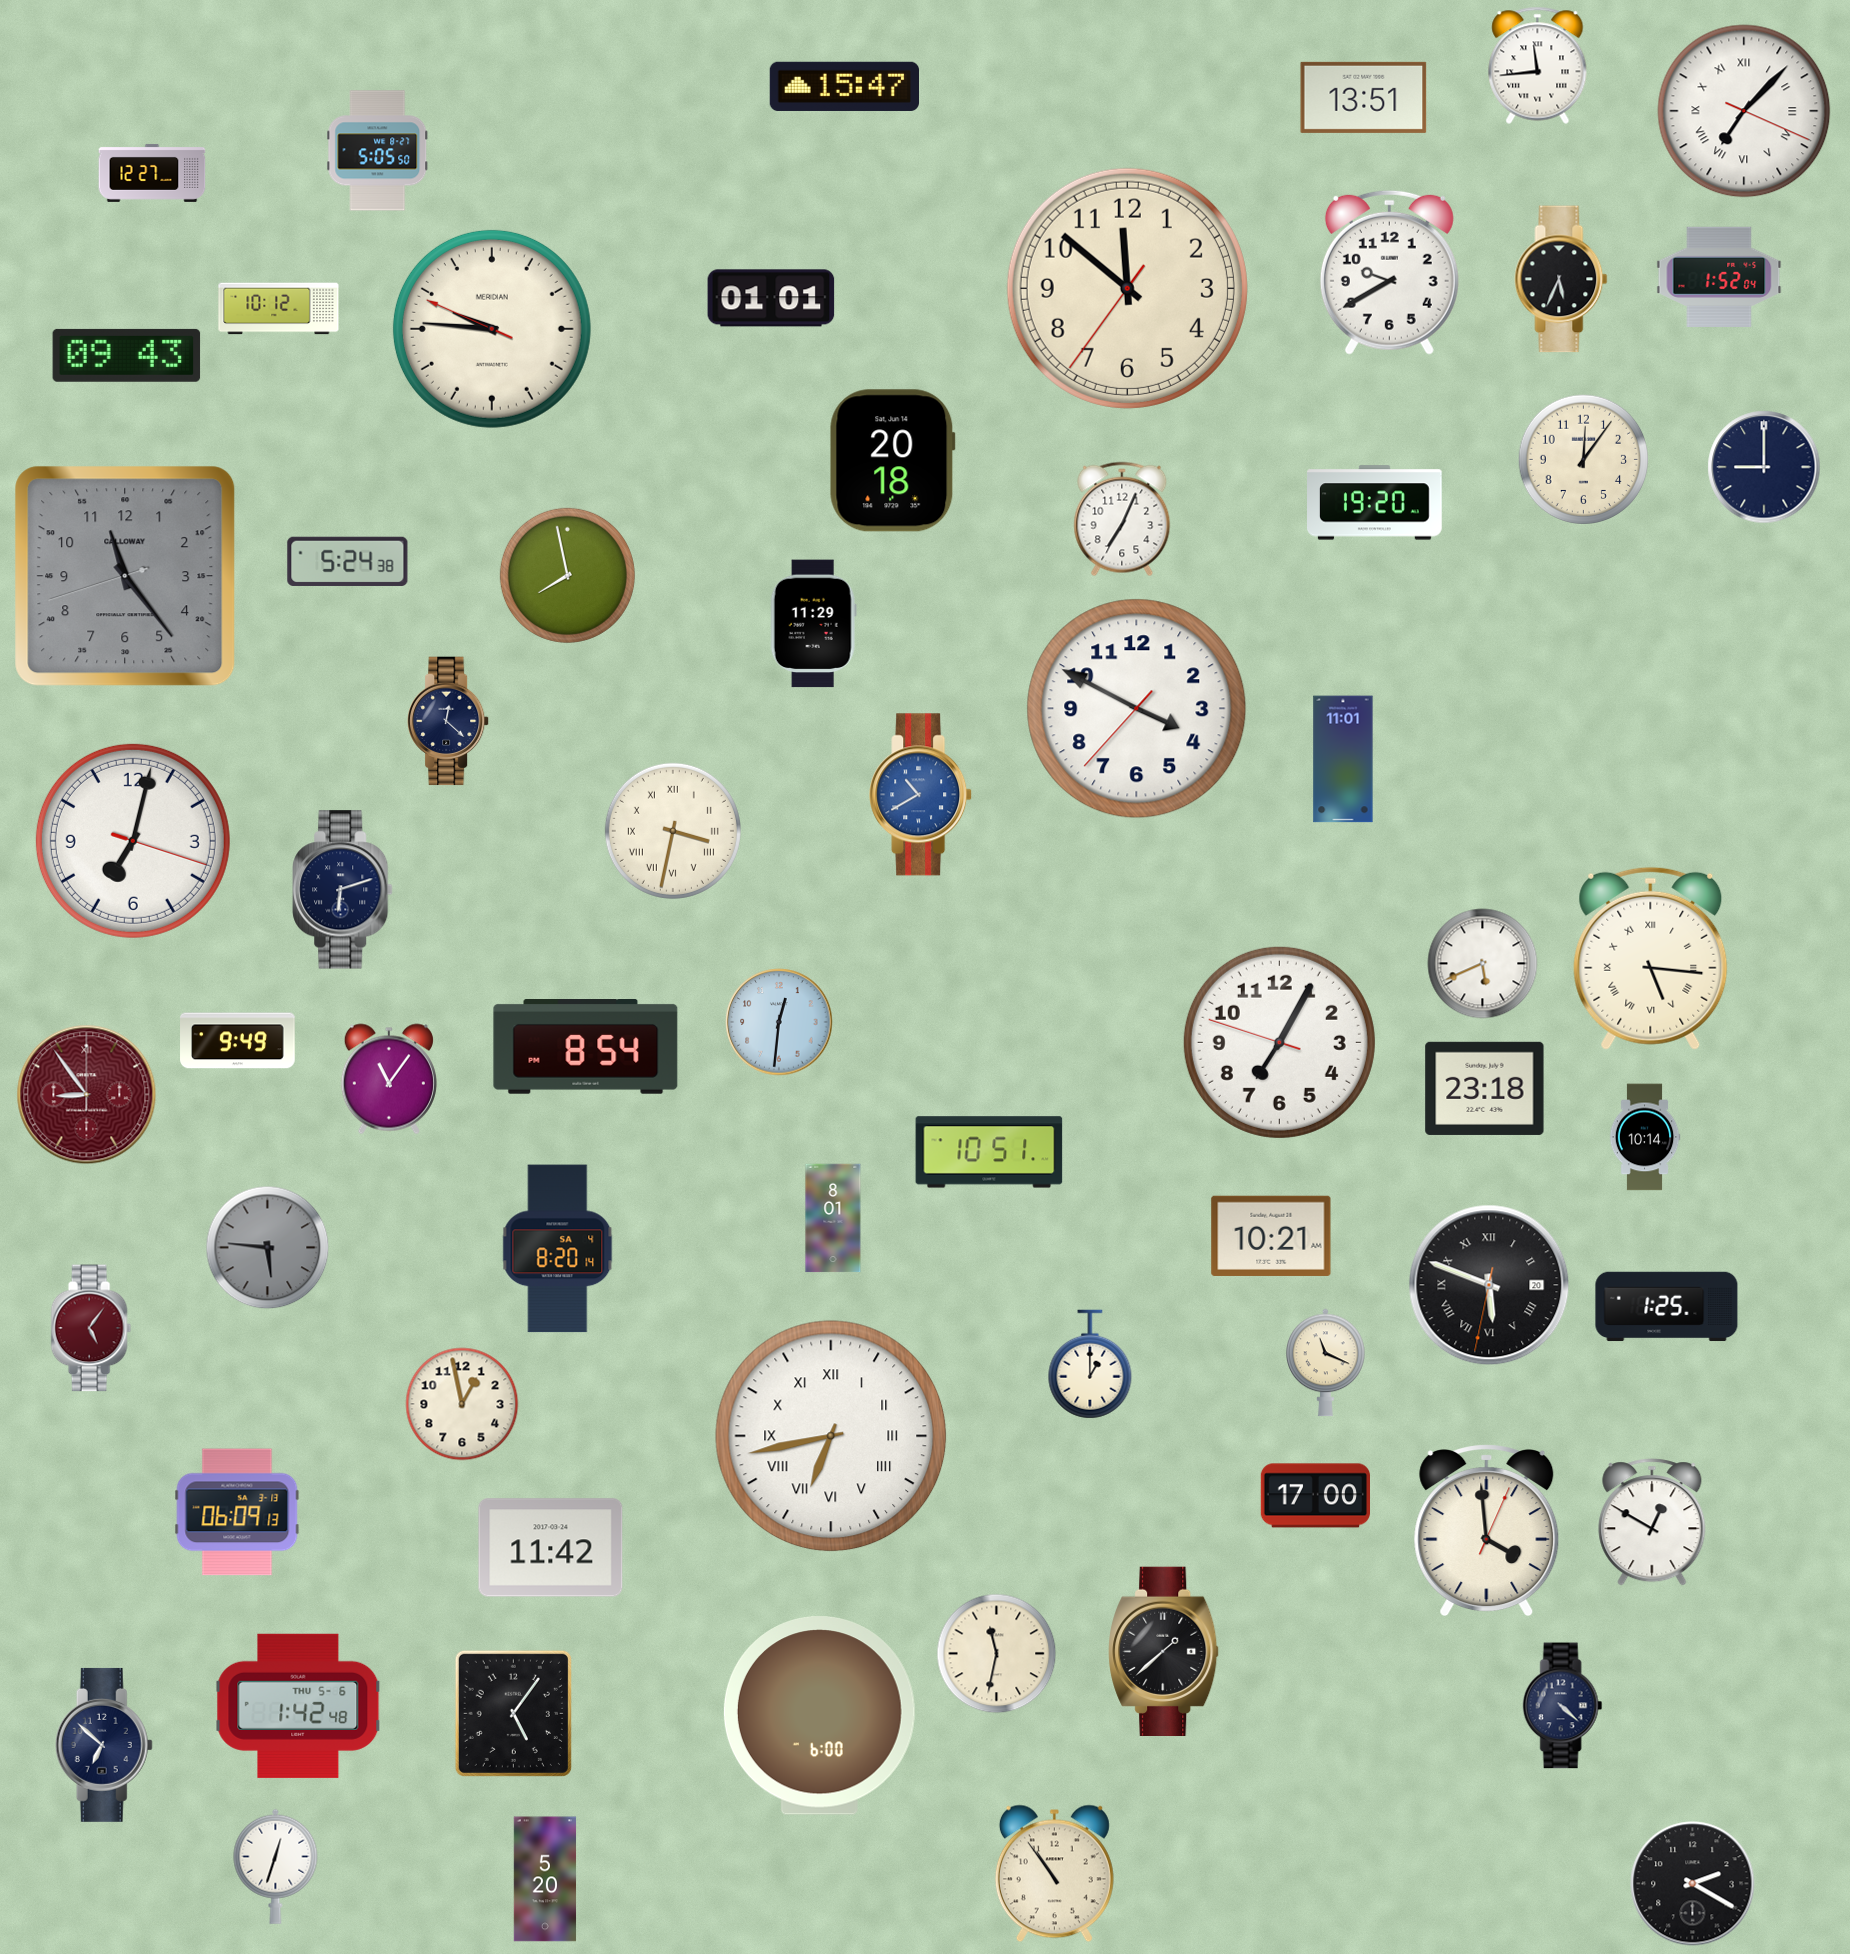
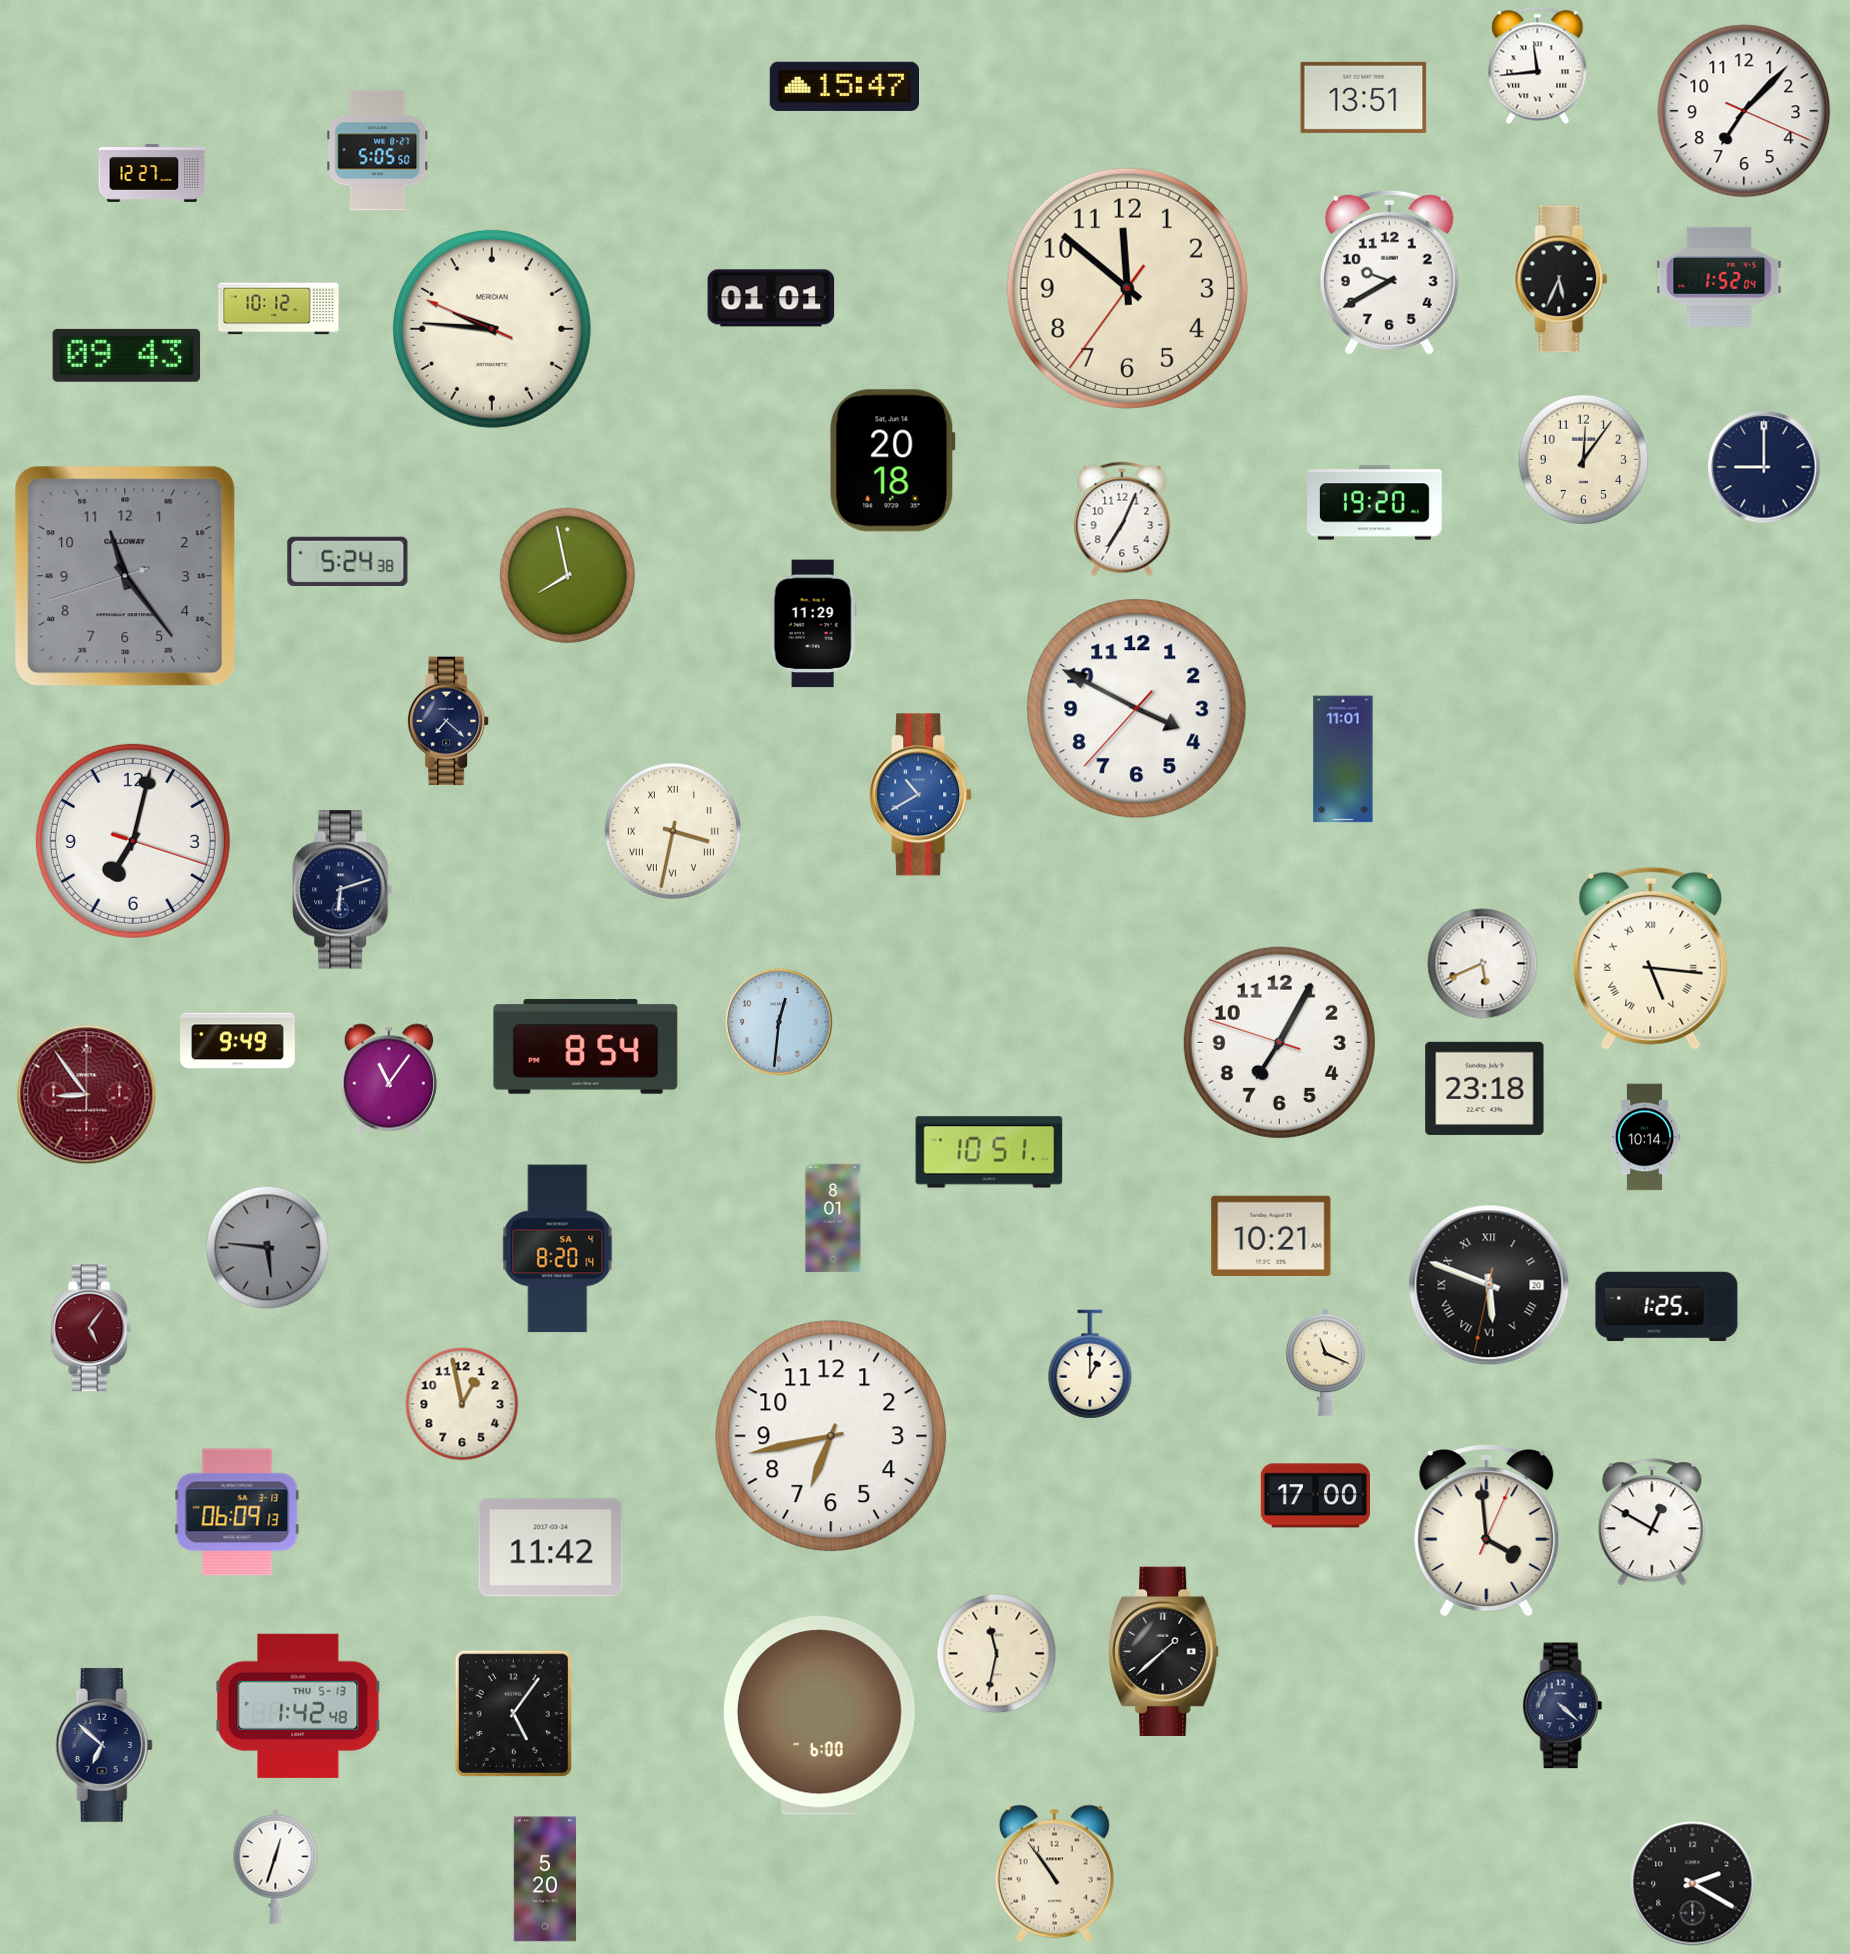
clock at (1744, 111) numerals: Roman -> Arabic
clock at (449, 721): 12:22 -> 7:22
clock at (831, 1436) numerals: Roman -> Arabic
clock at (298, 1706) date: THU 5-6 -> THU 5-13
